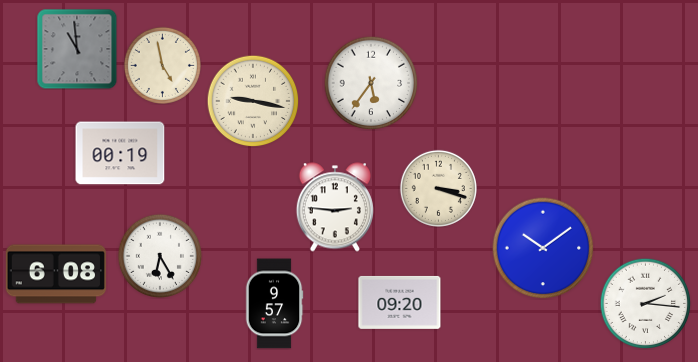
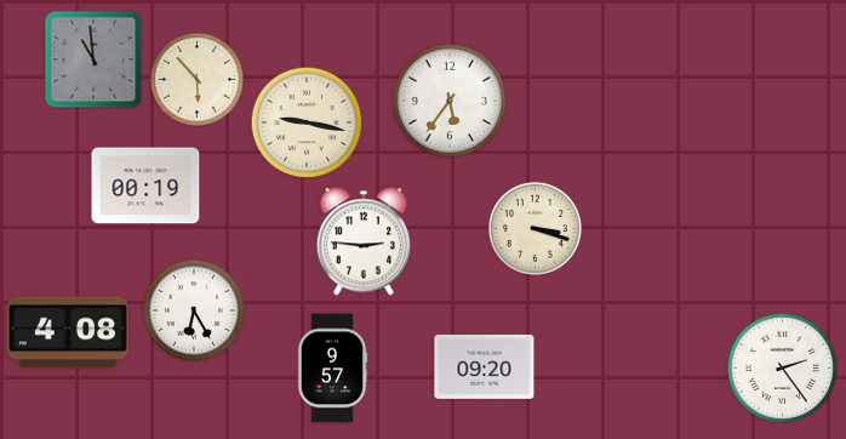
clock at (162, 65): 4:58 -> 5:53
clock at (438, 188) position: (438, 188) -> (535, 228)
clock at (335, 207) position: (335, 207) -> (364, 241)
clock at (543, 248): 10:09 -> none
clock at (55, 274): 6:08 -> 4:08
clock at (645, 303): 2:16 -> 2:24
